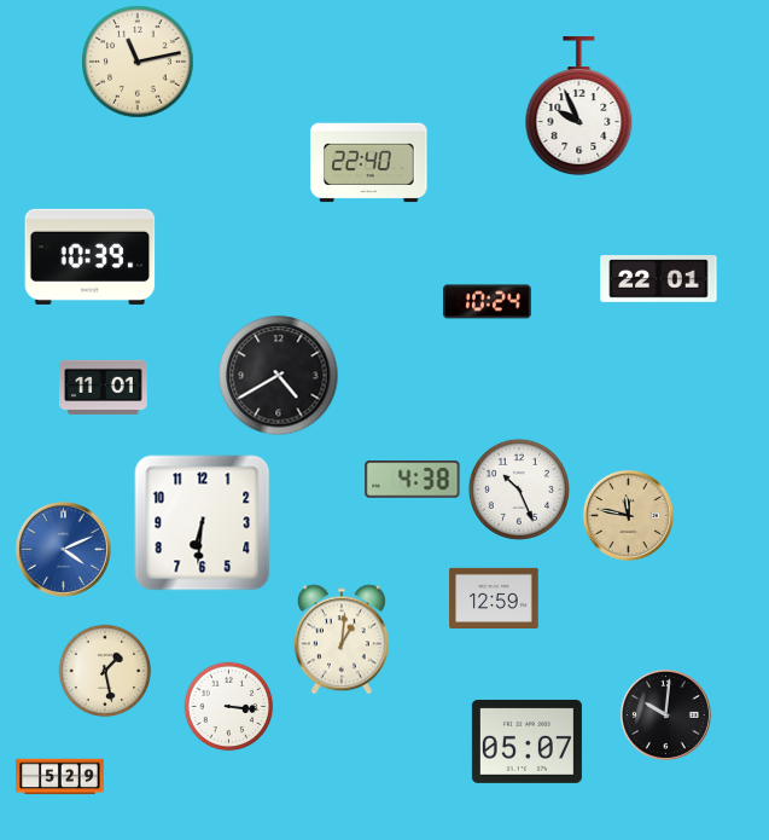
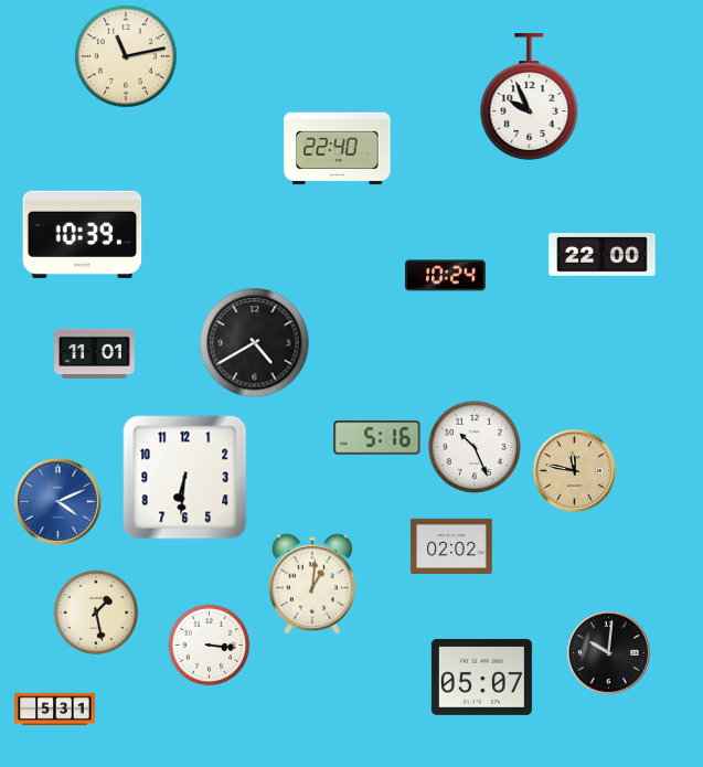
clock at (659, 279): 22:01 -> 22:00
clock at (413, 480): 4:38 -> 5:16
clock at (494, 597): 12:59 -> 02:02
clock at (60, 777): 5:29 -> 5:31
